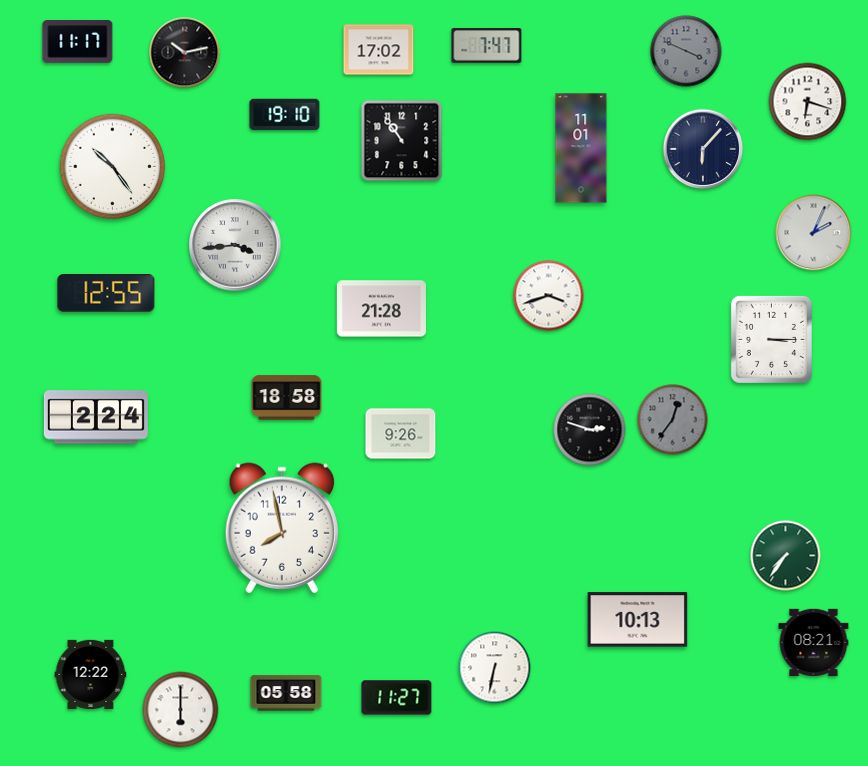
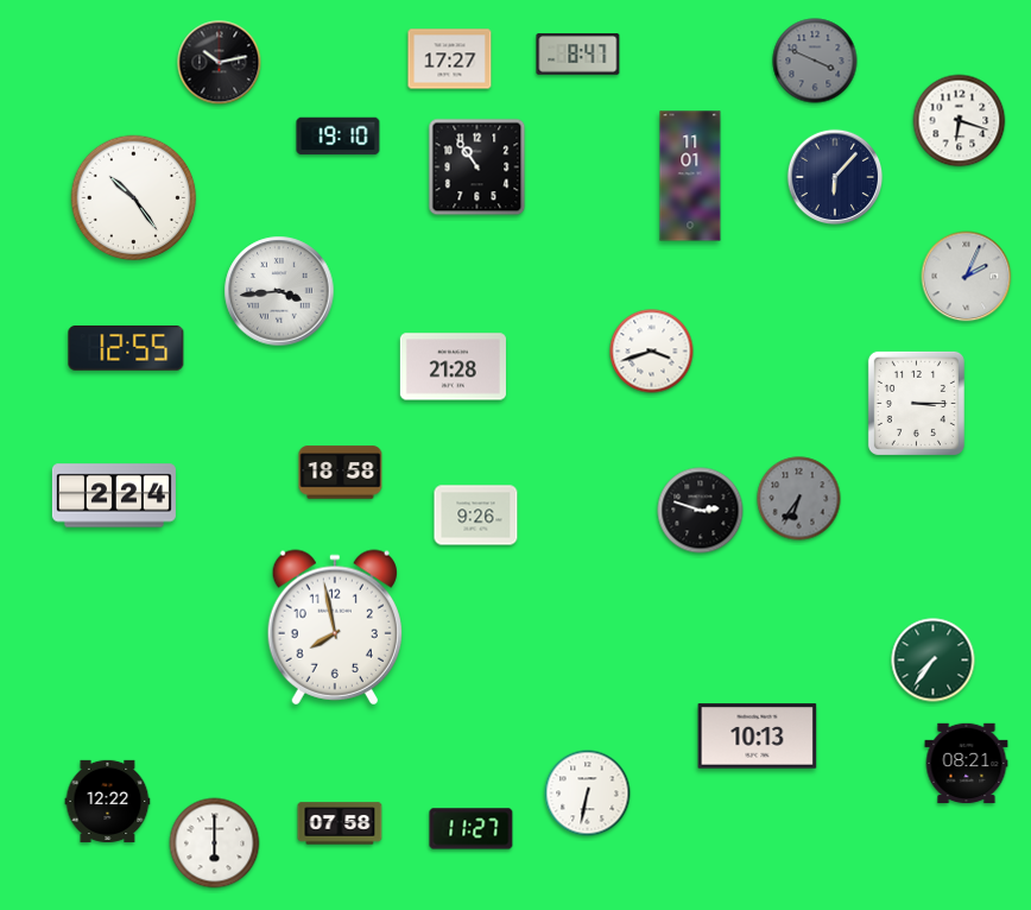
clock at (78, 42): 11:17 -> none
clock at (487, 46): 7:47 -> 8:47
clock at (379, 50): 17:02 -> 17:27
clock at (673, 420): 12:36 -> 6:36
clock at (286, 693): 05:58 -> 07:58
